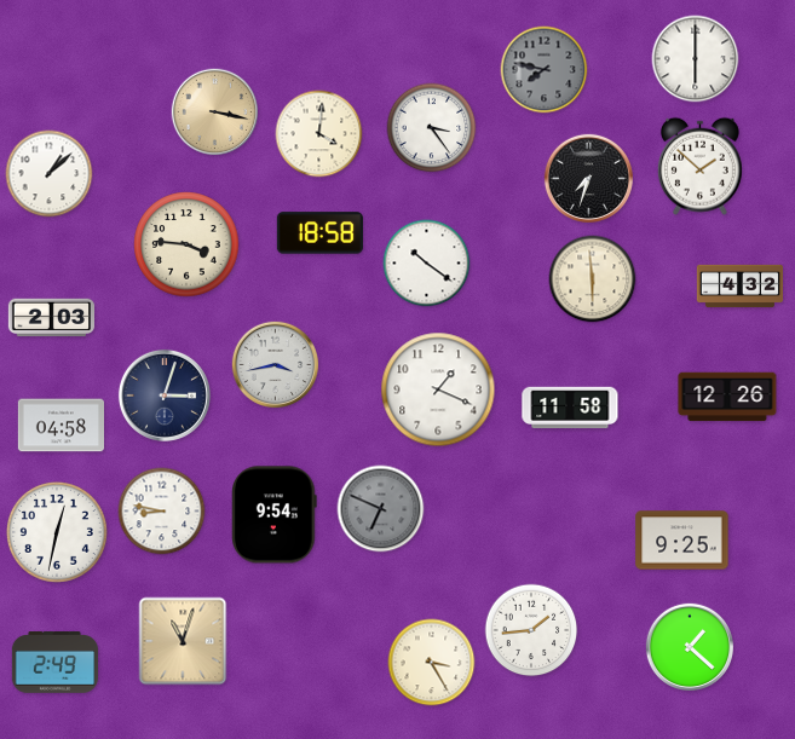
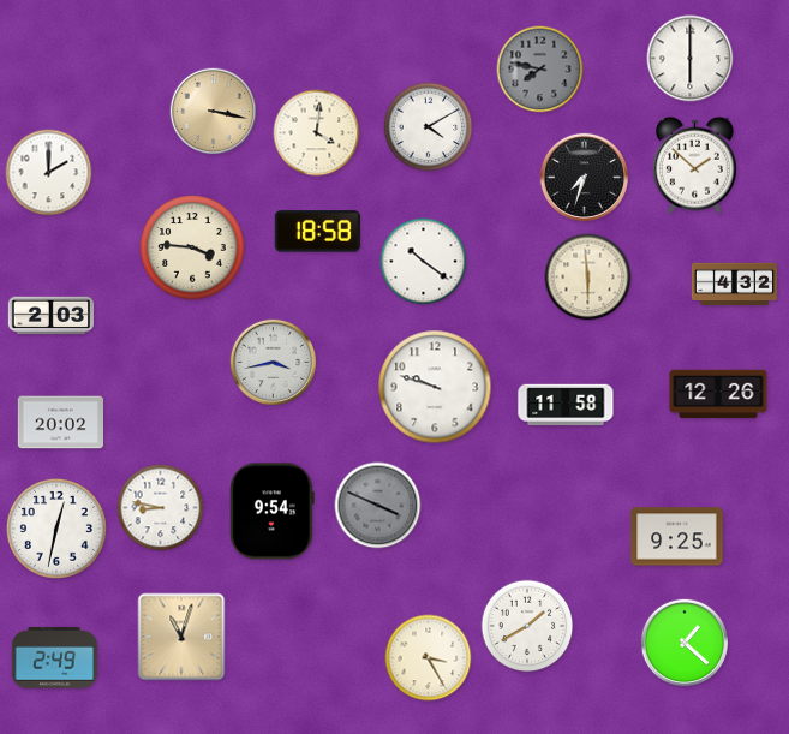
clock at (432, 128): 3:24 -> 4:10
clock at (50, 174): 1:08 -> 2:00
clock at (186, 244) position: (186, 244) -> (192, 247)
clock at (438, 389): 1:19 -> 9:48
clock at (165, 396): 3:03 -> none
clock at (727, 397) position: (727, 397) -> (718, 394)
clock at (61, 426): 04:58 -> 20:02
clock at (381, 509): 6:49 -> 3:49
clock at (531, 630): 1:44 -> 1:40
